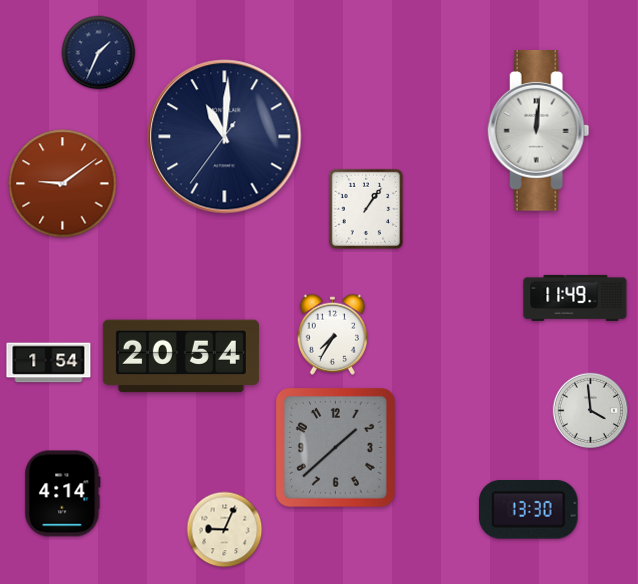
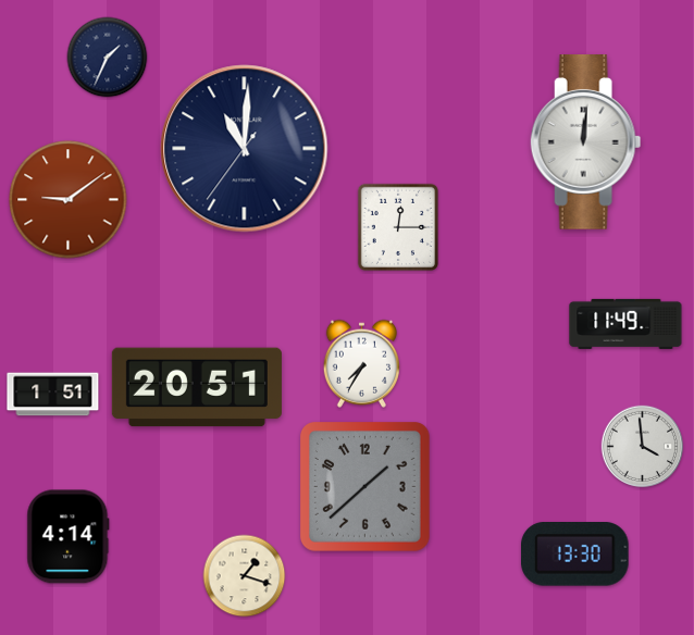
clock at (365, 208): 1:06 -> 12:15
clock at (181, 356): 20:54 -> 20:51
clock at (49, 363): 1:54 -> 1:51
clock at (225, 530): 9:04 -> 1:18
